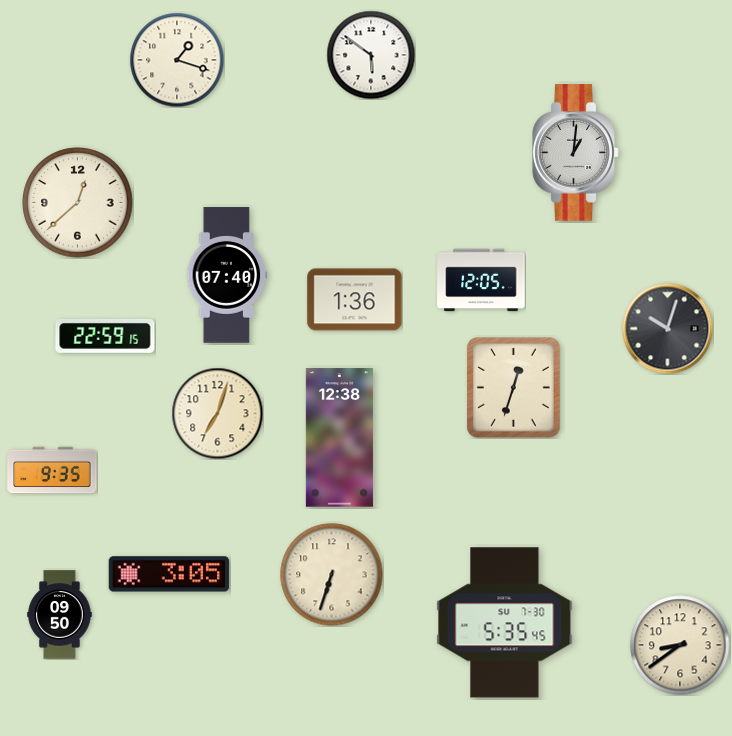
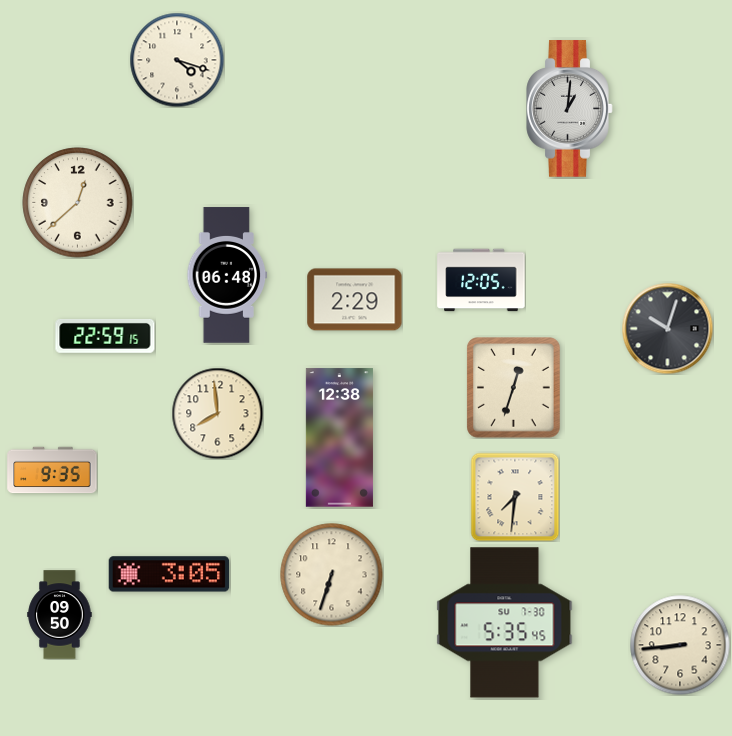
clock at (371, 55): 5:51 -> none
clock at (177, 60): 1:18 -> 4:18
clock at (576, 153) position: (576, 153) -> (570, 109)
clock at (227, 275): 07:40 -> 06:48
clock at (355, 300): 1:36 -> 2:29
clock at (217, 413): 7:03 -> 7:59
clock at (515, 497): none -> 7:31
clock at (680, 645): 8:39 -> 8:44
